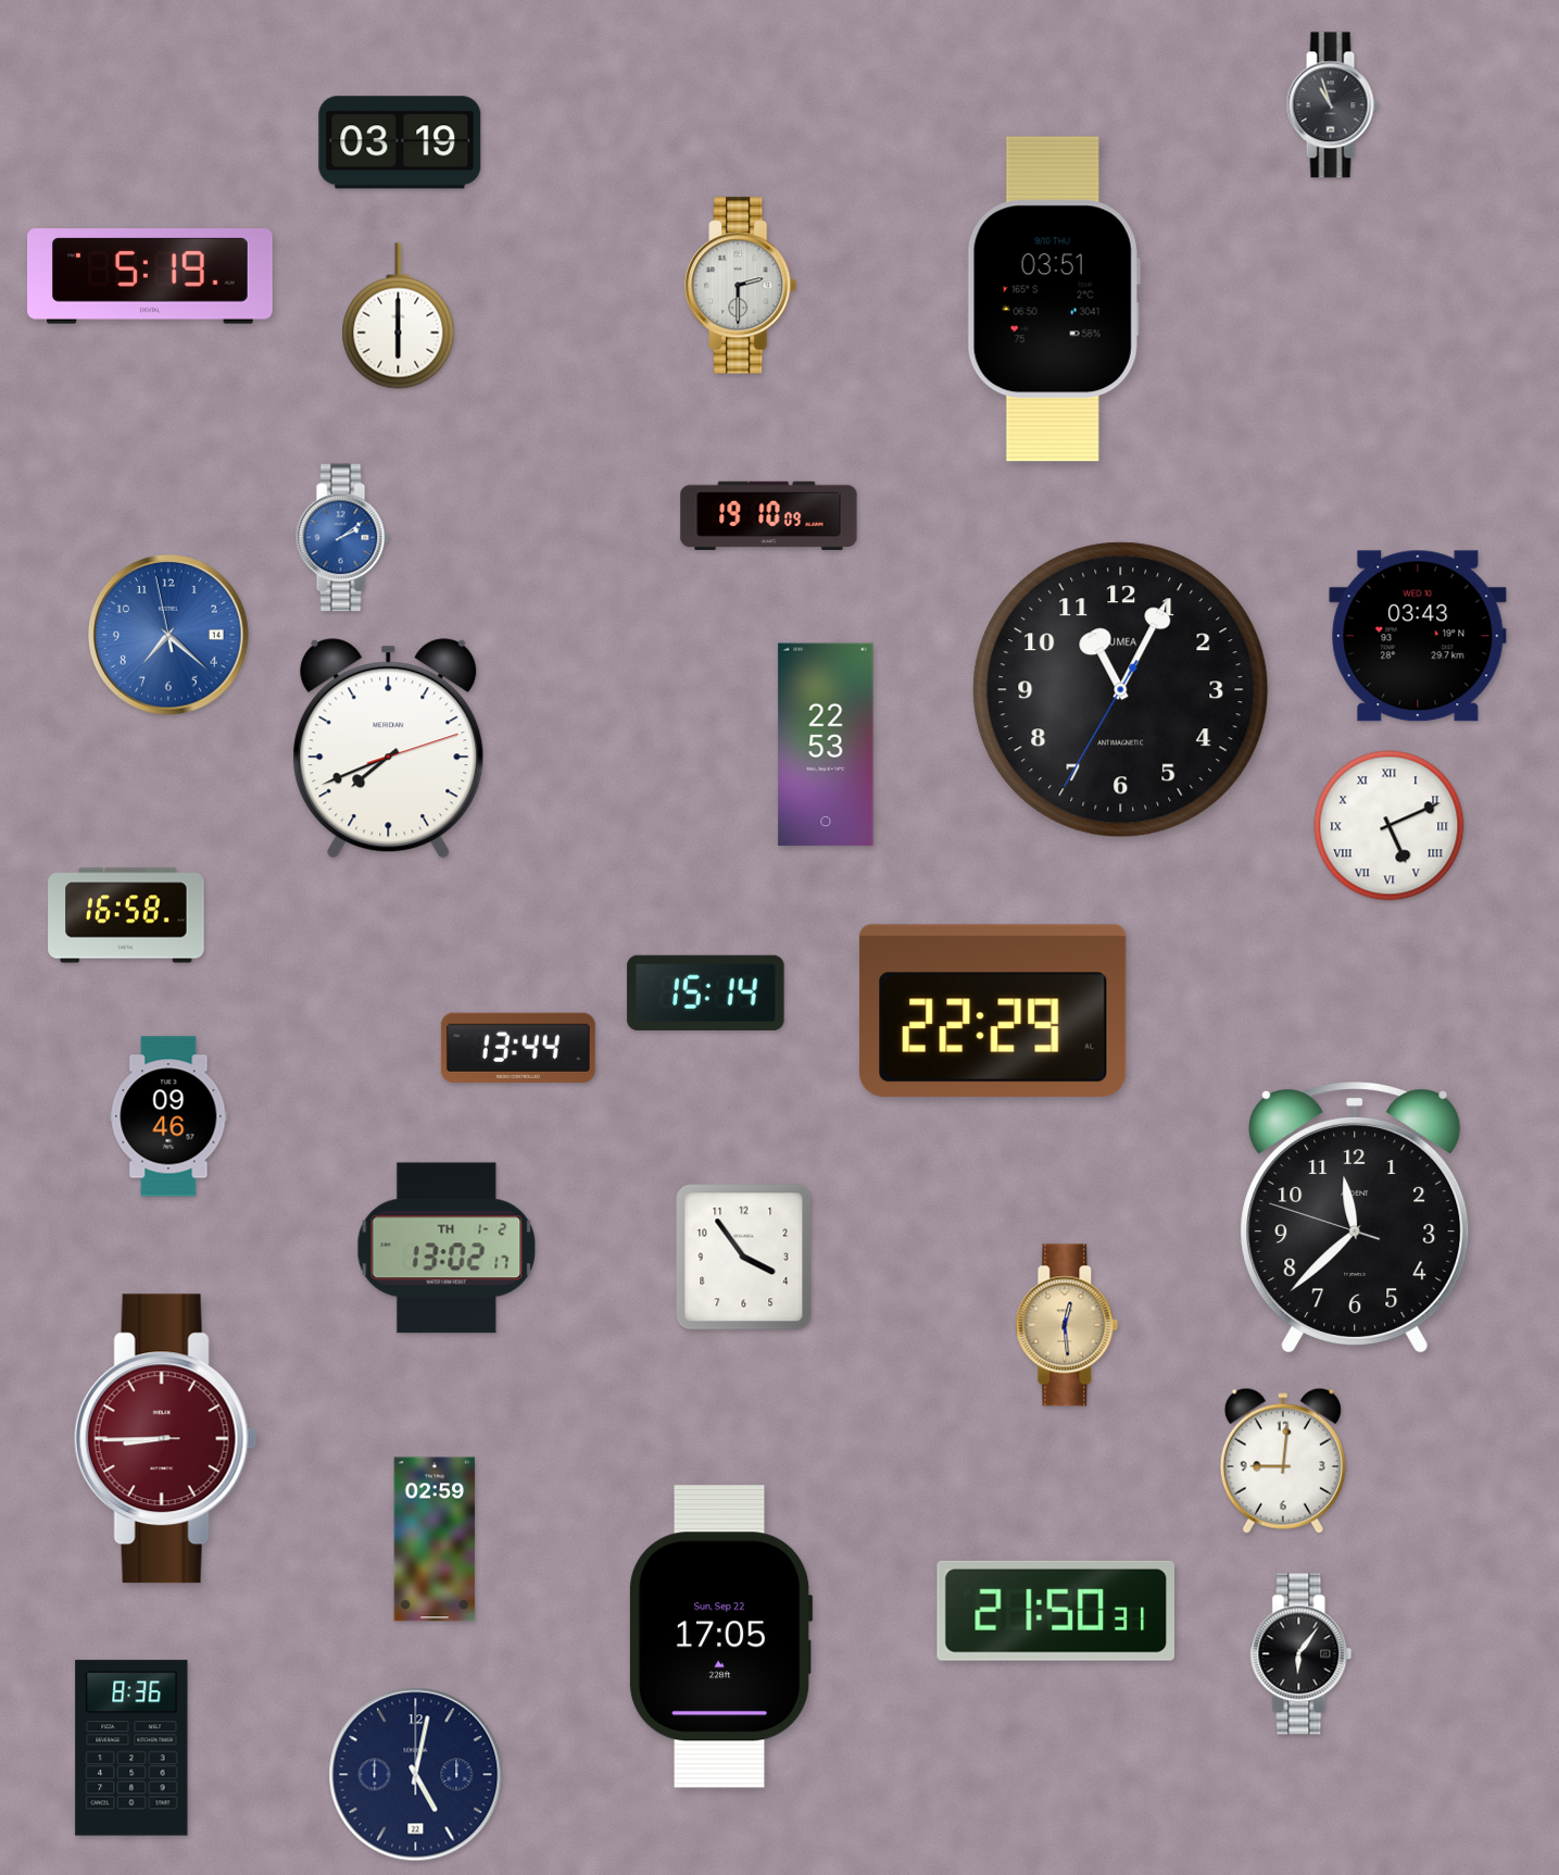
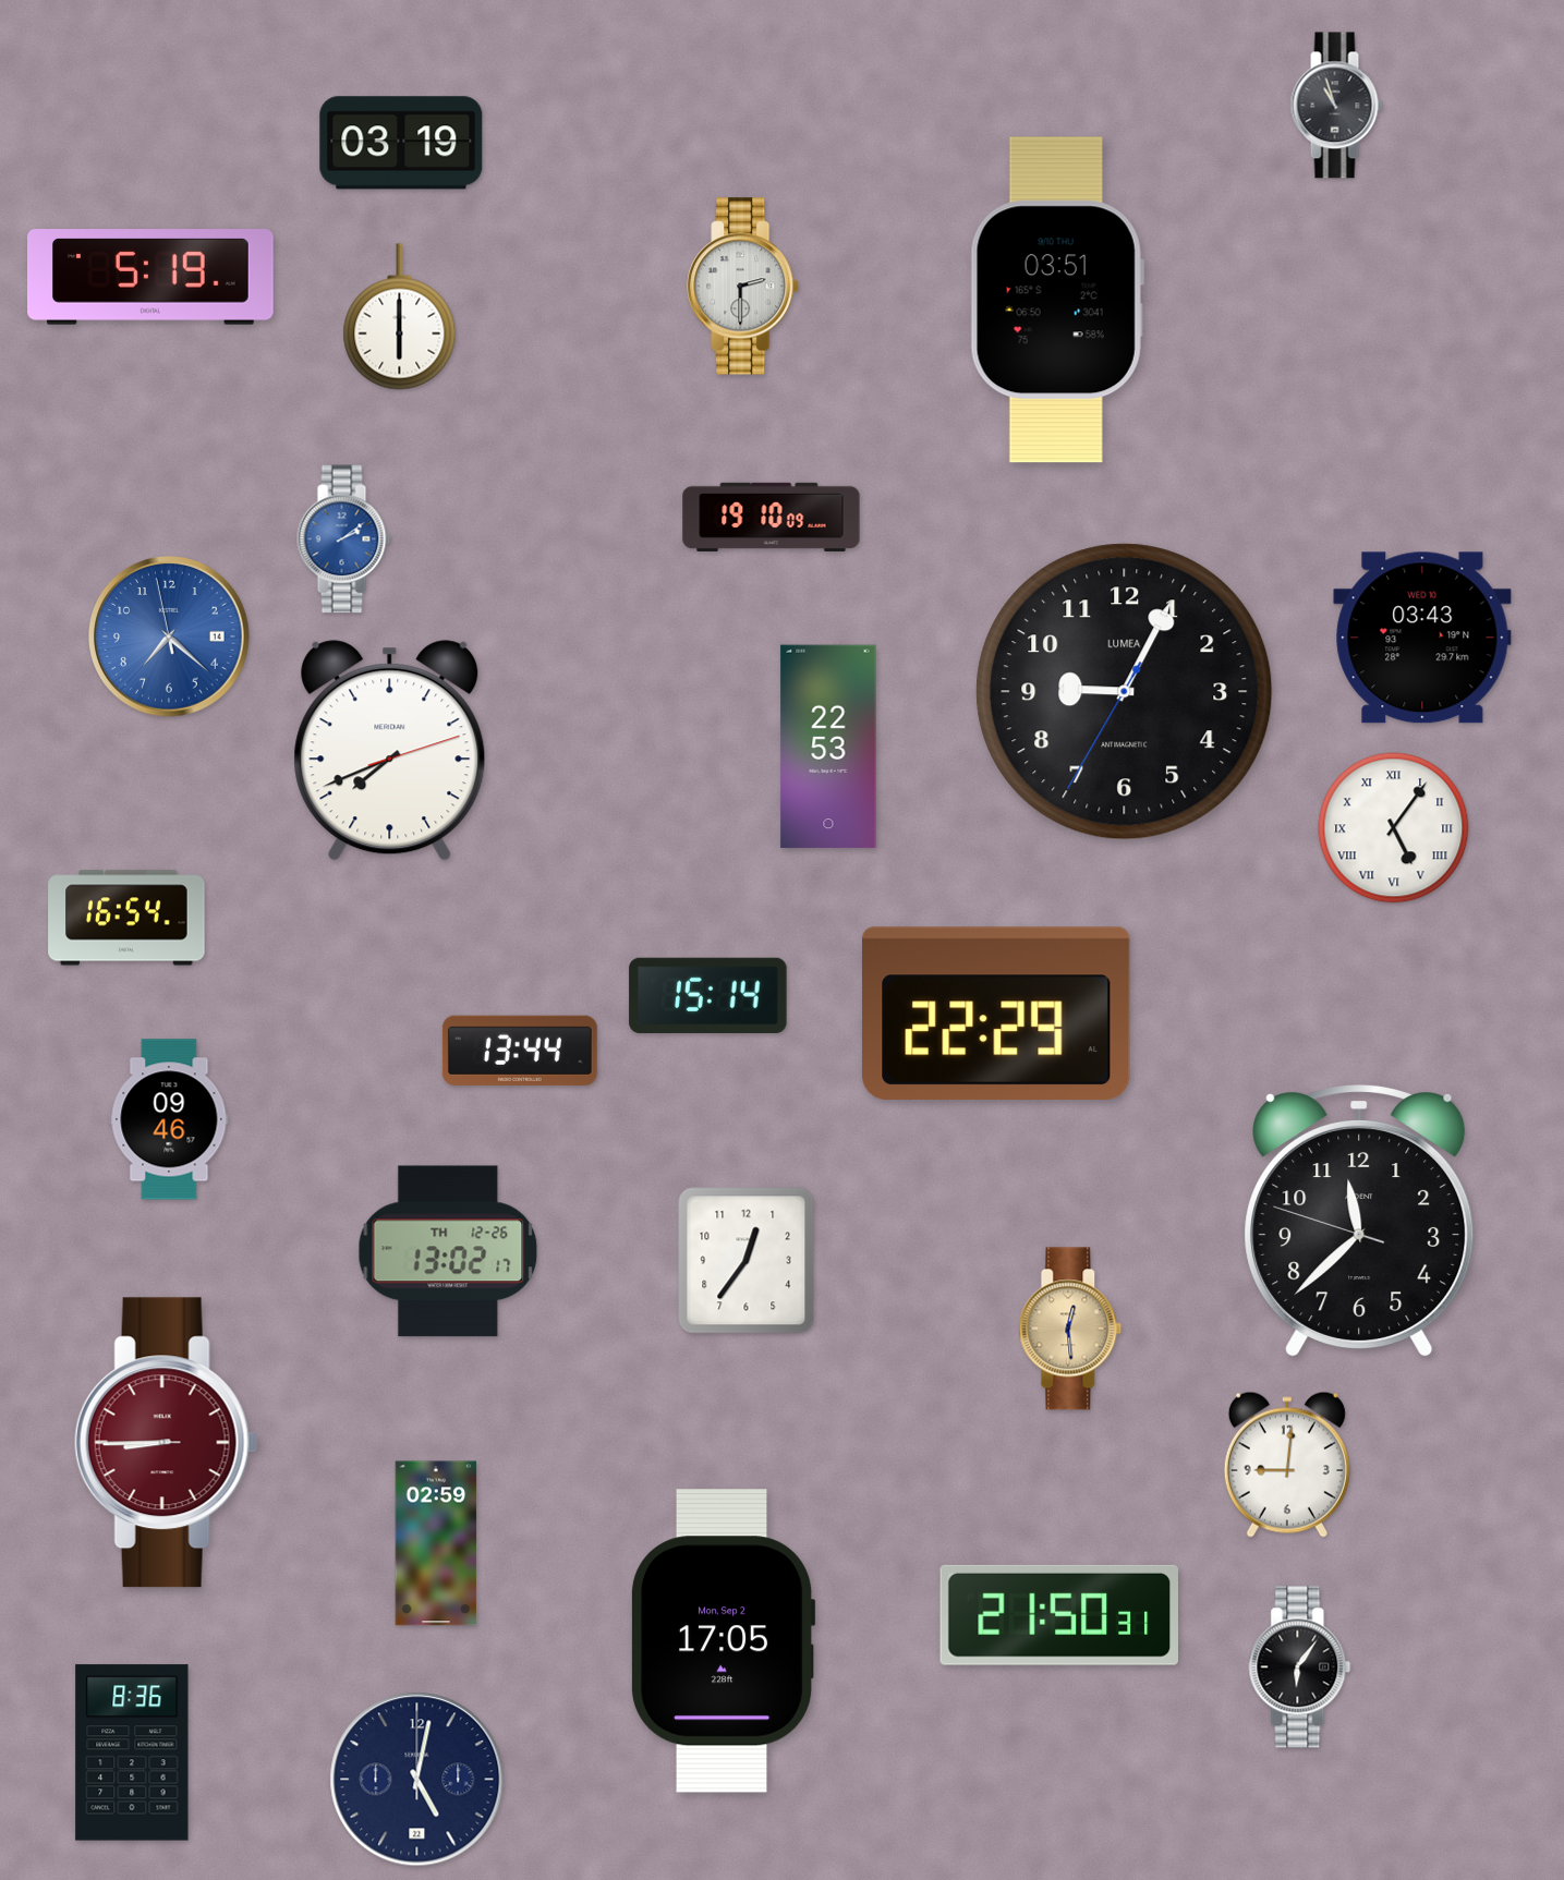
clock at (1121, 690): 11:04 -> 9:04
clock at (1390, 826): 5:11 -> 5:06
clock at (126, 915): 16:58 -> 16:54
clock at (447, 1248) date: TH 1-2 -> TH 12-26
clock at (744, 1258): 3:54 -> 12:36
clock at (720, 1637) date: Sun, Sep 22 -> Mon, Sep 2
clock at (1302, 1654) position: (1302, 1654) -> (1300, 1667)
